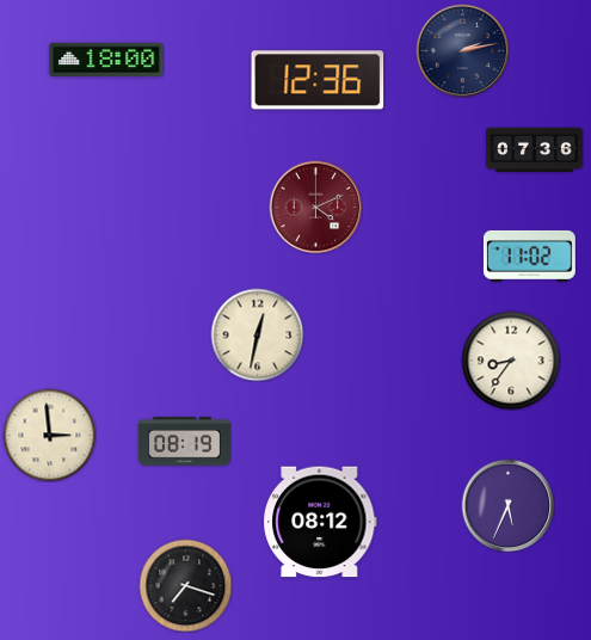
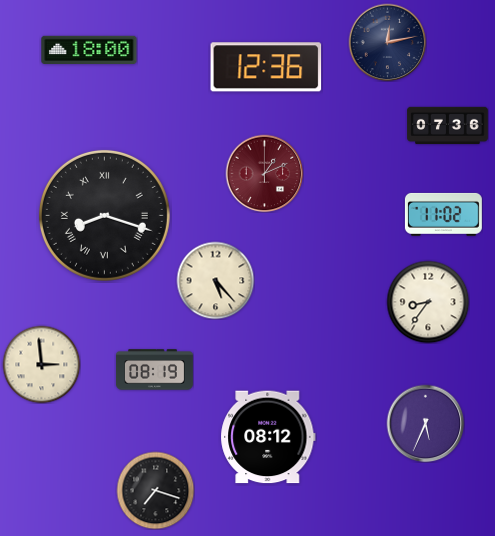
clock at (462, 50): 2:13 -> 12:13
clock at (315, 207): 4:11 -> 1:11
clock at (104, 215): none -> 8:18
clock at (257, 334): 12:32 -> 5:23
